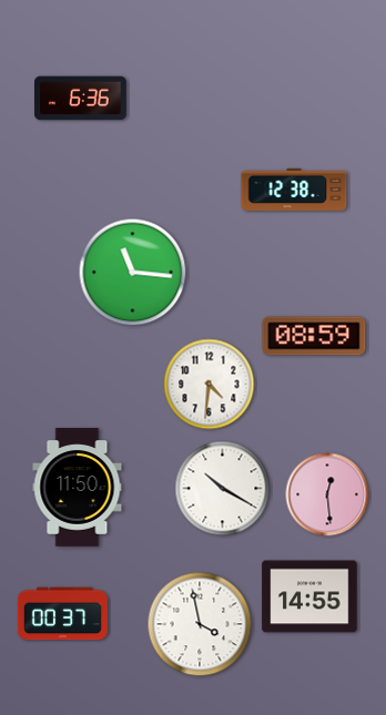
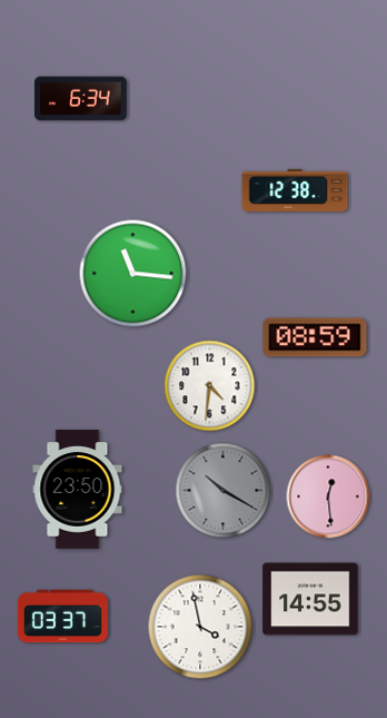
clock at (81, 99): 6:36 -> 6:34
clock at (78, 488): 11:50 -> 23:50
clock at (223, 489) dial: white -> grey
clock at (62, 614): 00:37 -> 03:37
